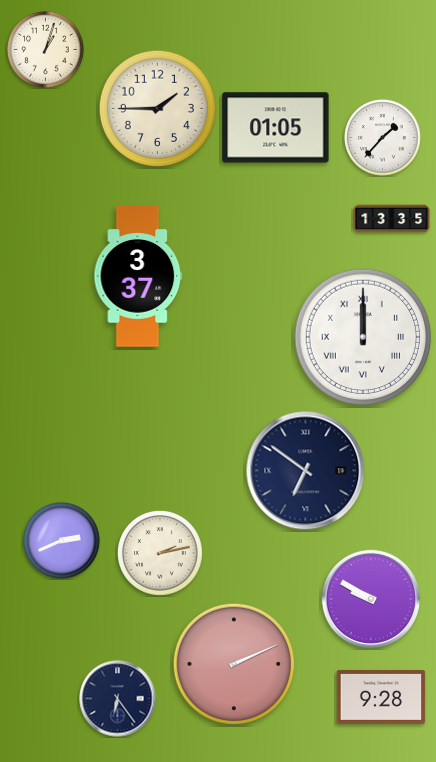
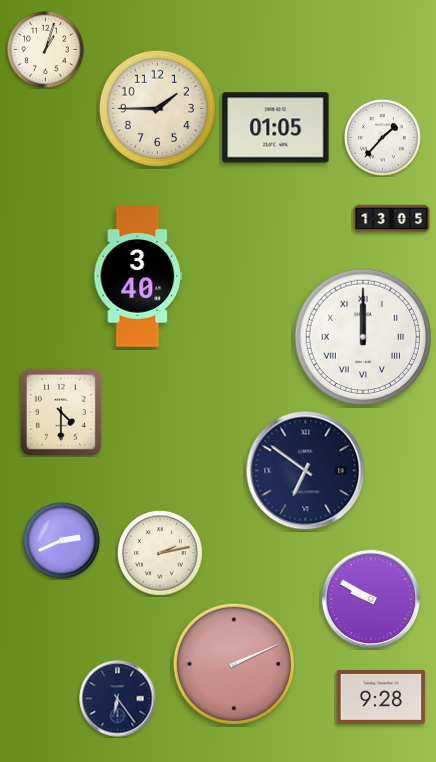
clock at (392, 219): 13:35 -> 13:05
clock at (138, 276): 3:37 -> 3:40
clock at (61, 412): none -> 4:30
